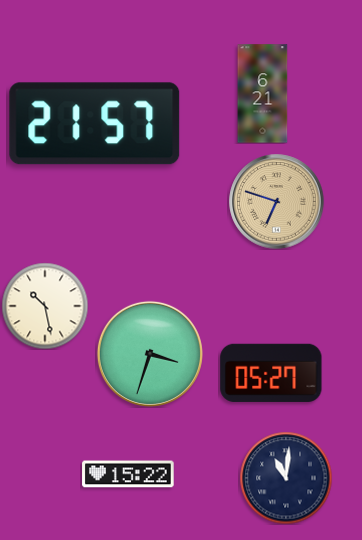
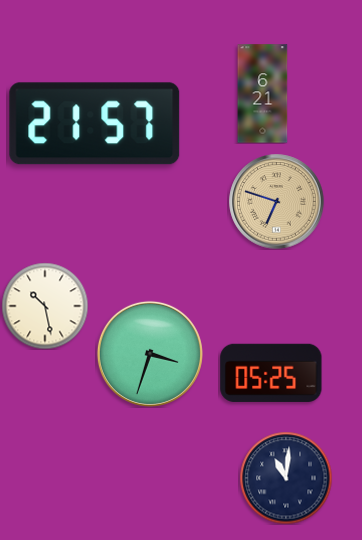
clock at (271, 373): 05:27 -> 05:25
clock at (128, 474): 15:22 -> none
